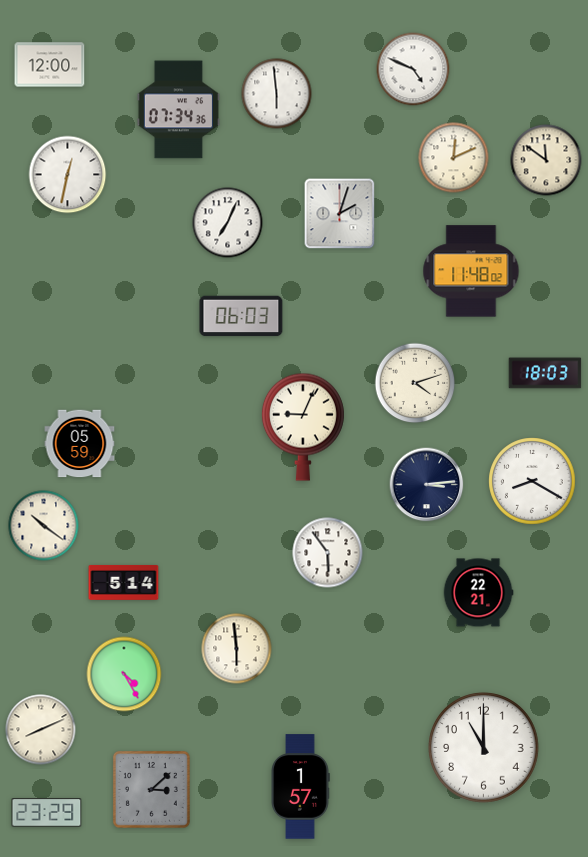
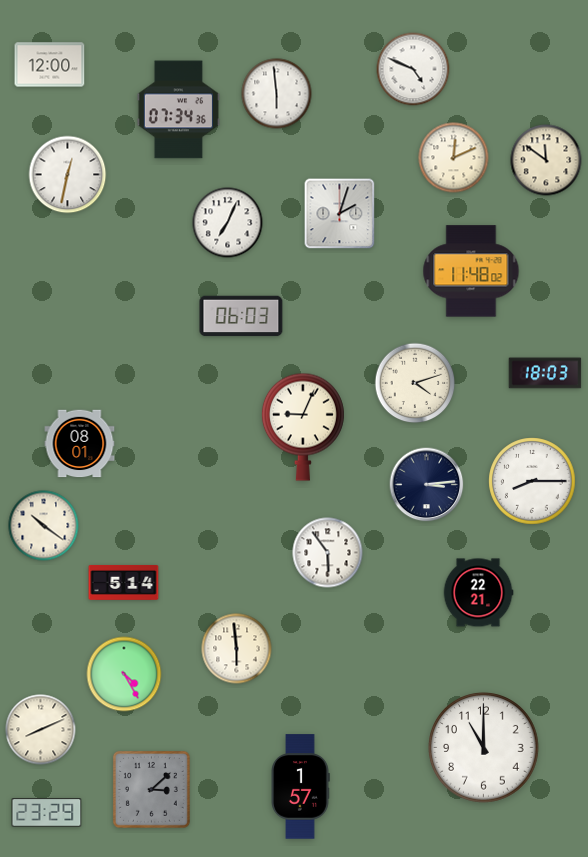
clock at (80, 444): 05:59 -> 08:01
clock at (532, 481): 8:20 -> 8:15
